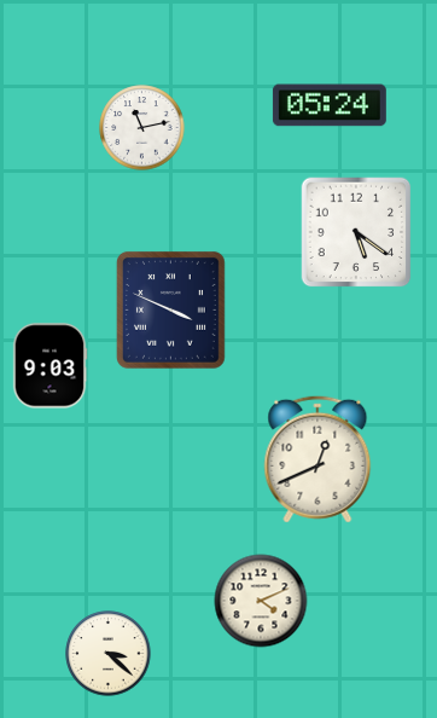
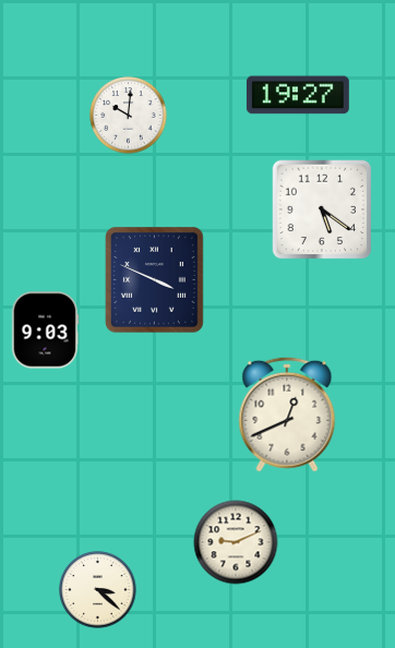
clock at (330, 105): 05:24 -> 19:27
clock at (142, 128): 11:13 -> 10:01
clock at (261, 601): 4:11 -> 9:11
